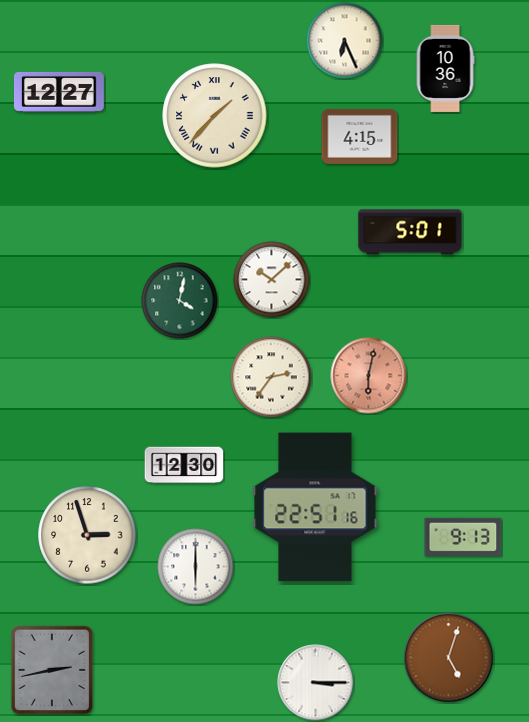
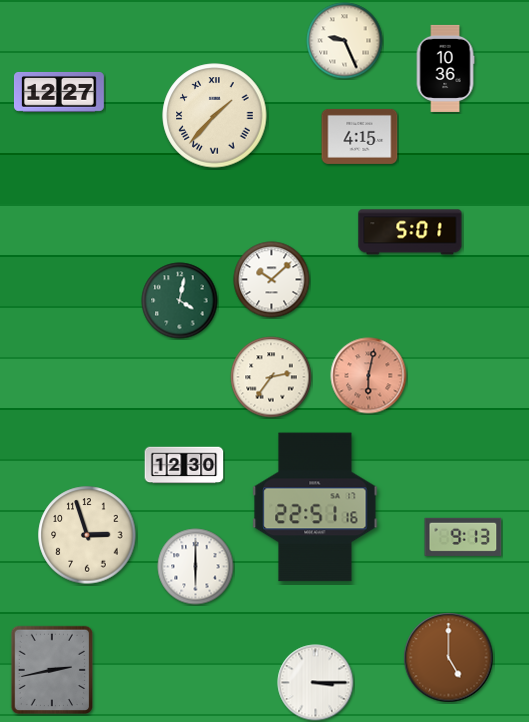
clock at (345, 41): 6:26 -> 9:26
clock at (449, 658): 5:03 -> 5:00
